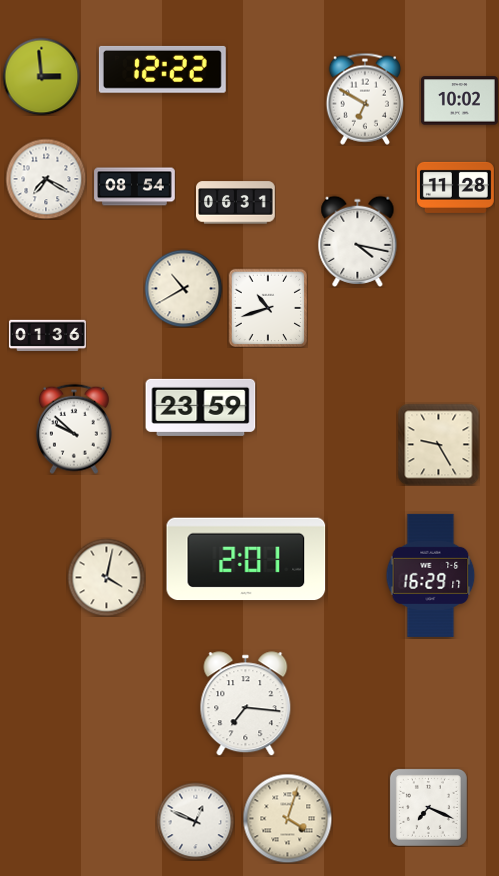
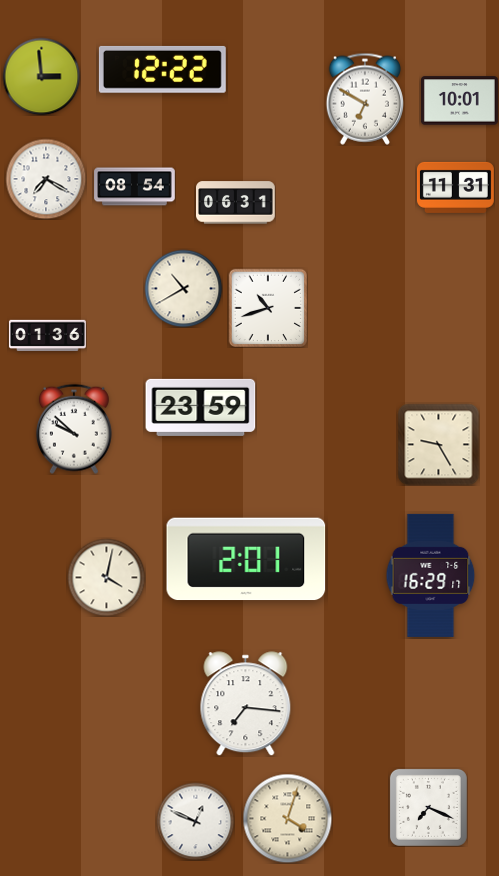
clock at (459, 101): 10:02 -> 10:01
clock at (455, 187): 11:28 -> 11:31
clock at (358, 241): 4:17 -> none
